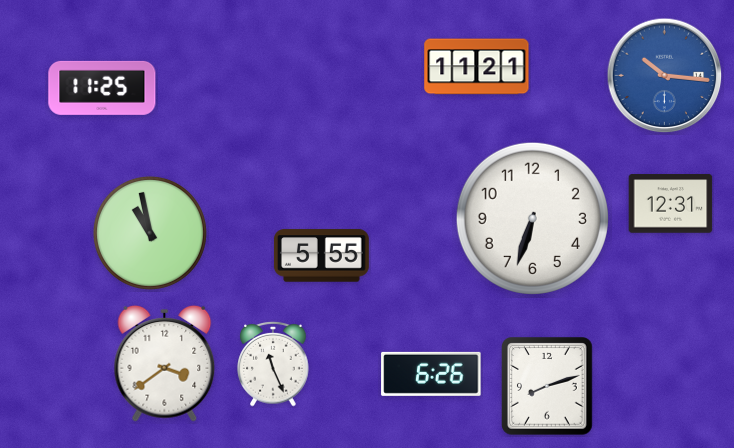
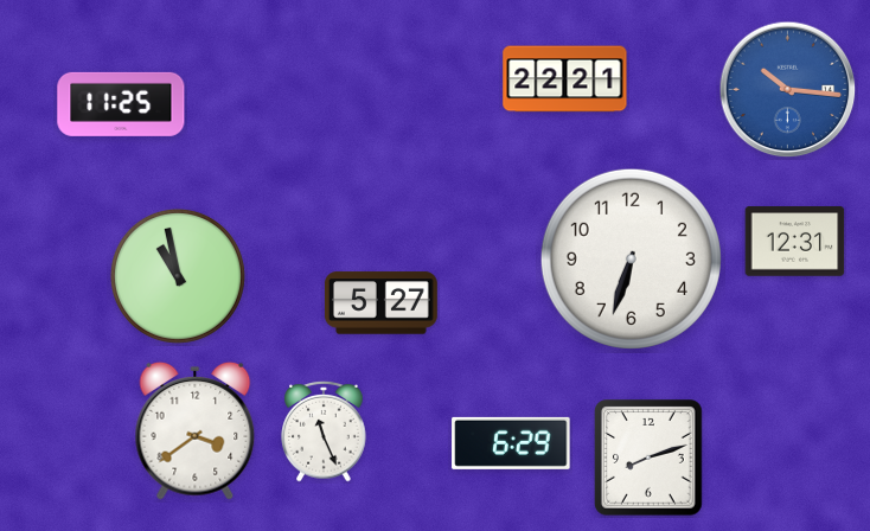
clock at (477, 67): 11:21 -> 22:21
clock at (321, 256): 5:55 -> 5:27
clock at (431, 374): 6:26 -> 6:29
